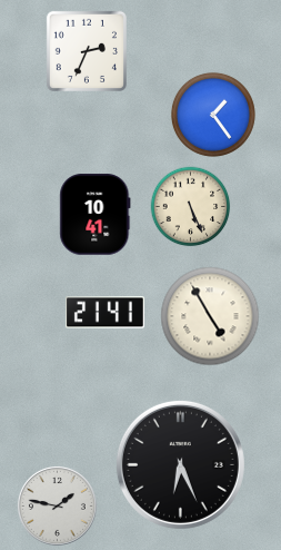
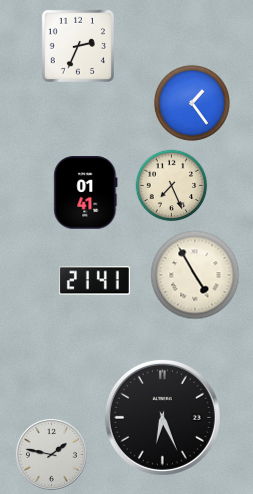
clock at (191, 207): 5:26 -> 7:26
clock at (96, 215): 10:41 -> 01:41
clock at (210, 316) position: (210, 316) -> (195, 275)
